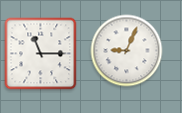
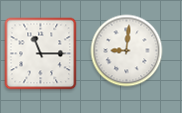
clock at (127, 51): 9:04 -> 9:01
